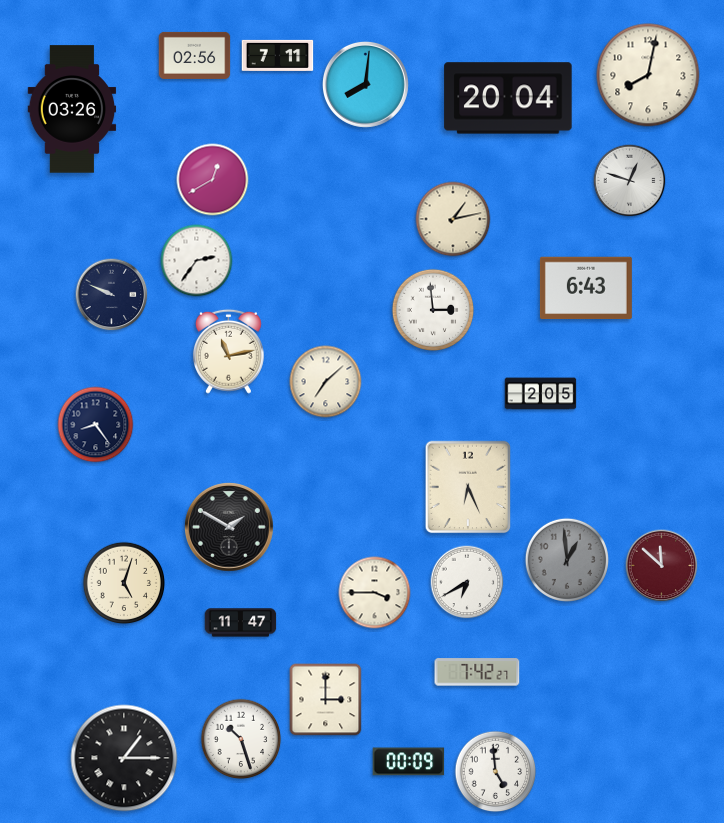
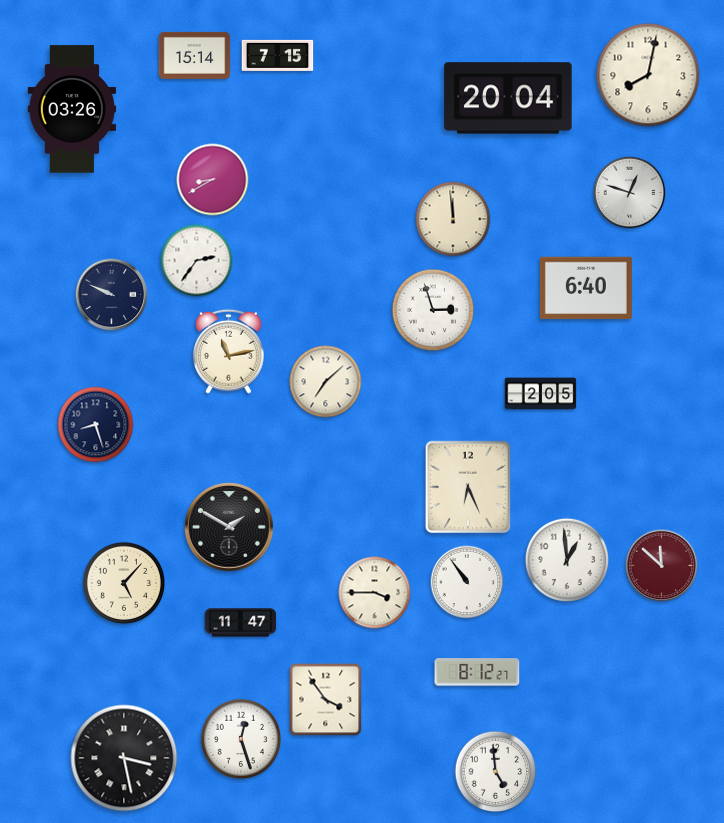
clock at (195, 55): 02:56 -> 15:14
clock at (278, 55): 7:11 -> 7:15
clock at (365, 84): 8:01 -> none
clock at (213, 180): 12:40 -> 8:40
clock at (630, 181) position: (630, 181) -> (630, 193)
clock at (453, 219): 1:13 -> 11:59
clock at (586, 288): 6:43 -> 6:40
clock at (433, 310): 2:59 -> 2:57
clock at (96, 425): 8:24 -> 8:27
clock at (567, 560) dial: grey -> white
clock at (467, 582): 6:40 -> 10:54
clock at (124, 583): 5:03 -> 5:07
clock at (477, 672): 7:42 -> 8:12
clock at (326, 700): 3:00 -> 3:54
clock at (241, 739): 10:27 -> 12:27
clock at (124, 758): 1:15 -> 3:28
clock at (409, 762): 00:09 -> none
